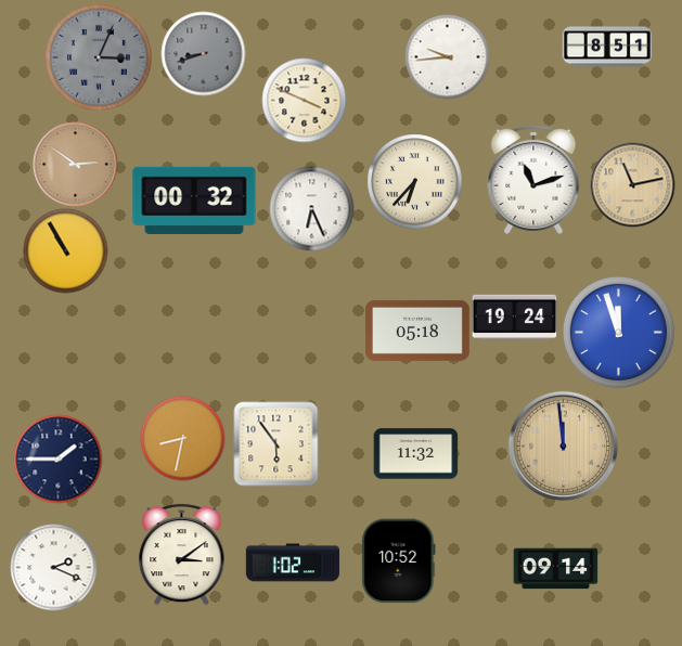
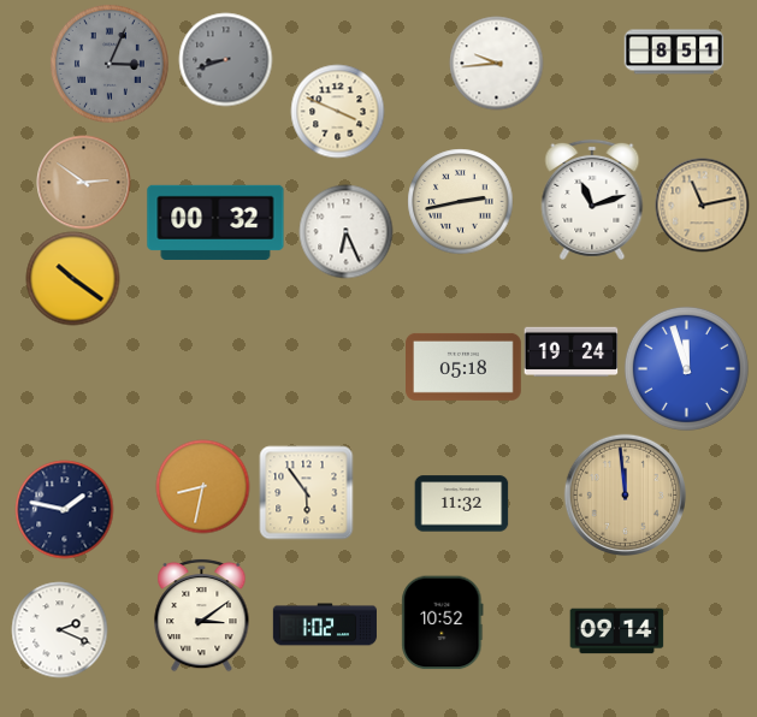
clock at (414, 181): 6:37 -> 2:43
clock at (65, 250): 10:55 -> 10:21
clock at (57, 458): 1:45 -> 1:47
